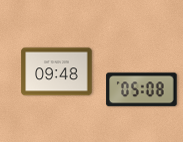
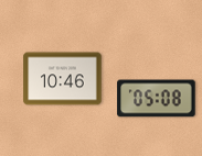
clock at (57, 72): 09:48 -> 10:46
